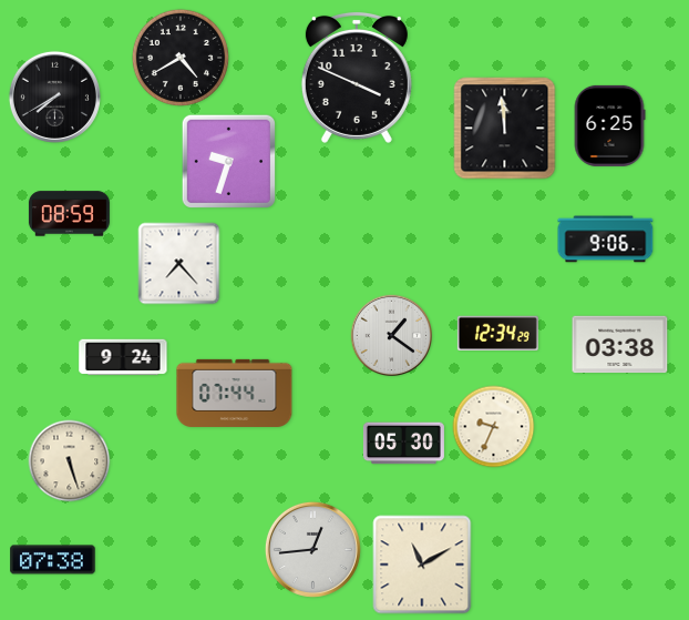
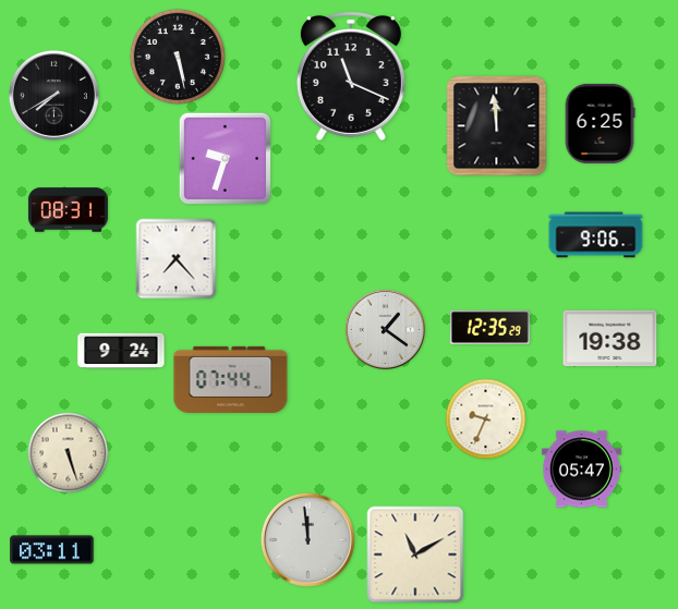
clock at (181, 58): 4:40 -> 5:28
clock at (357, 78): 3:49 -> 11:19
clock at (69, 214): 08:59 -> 08:31
clock at (497, 333): 12:34 -> 12:35
clock at (620, 345): 03:38 -> 19:38
clock at (235, 393) position: (235, 393) -> (231, 379)
clock at (403, 444): 05:30 -> none
clock at (581, 470): none -> 05:47
clock at (312, 549): 12:44 -> 11:59
clock at (53, 560): 07:38 -> 03:11
